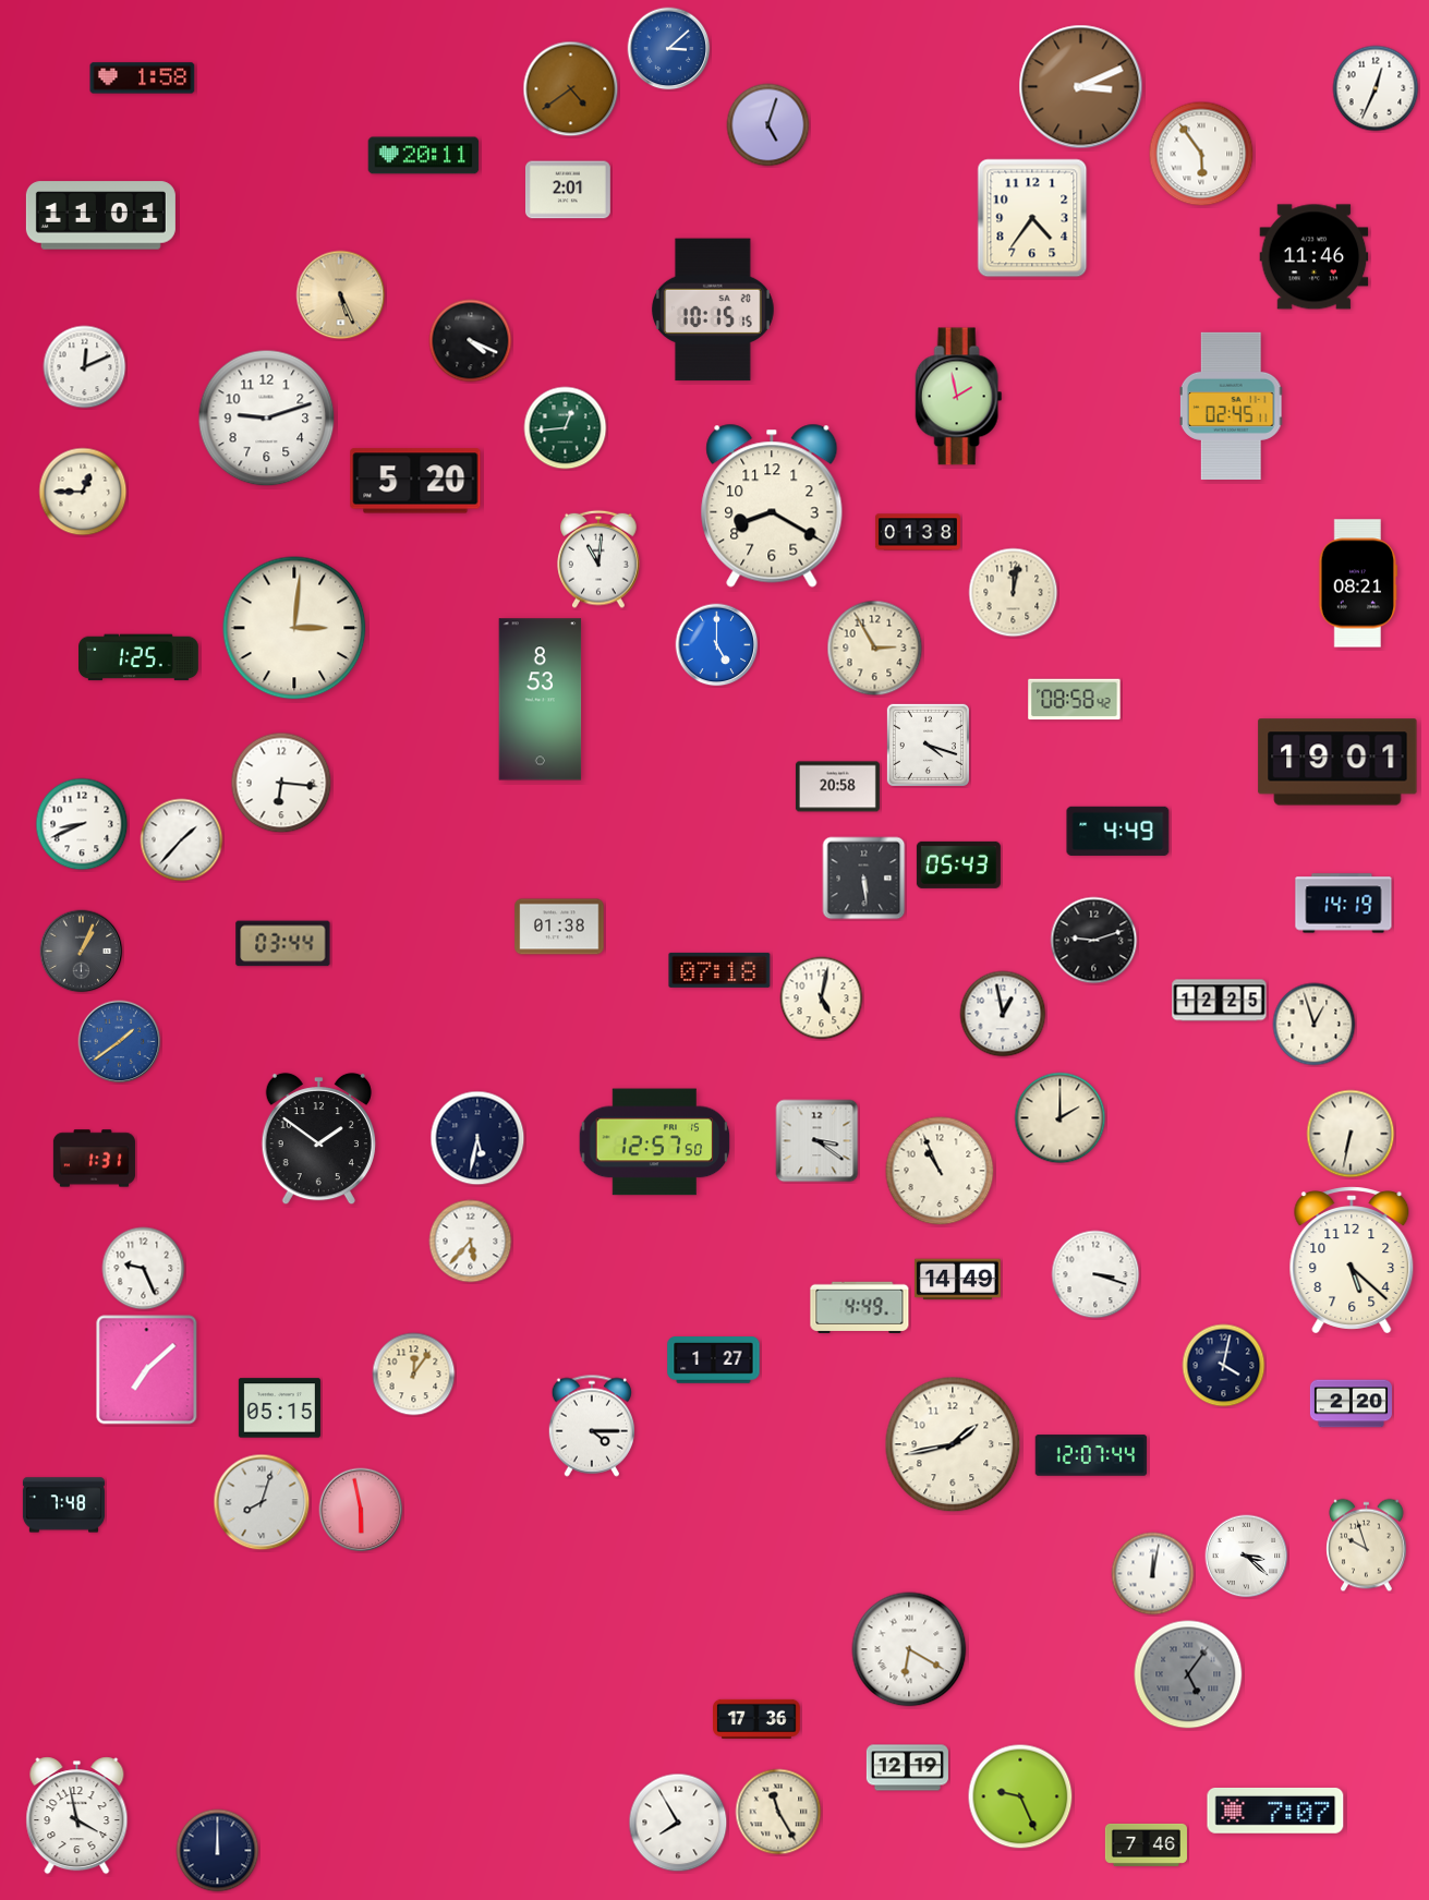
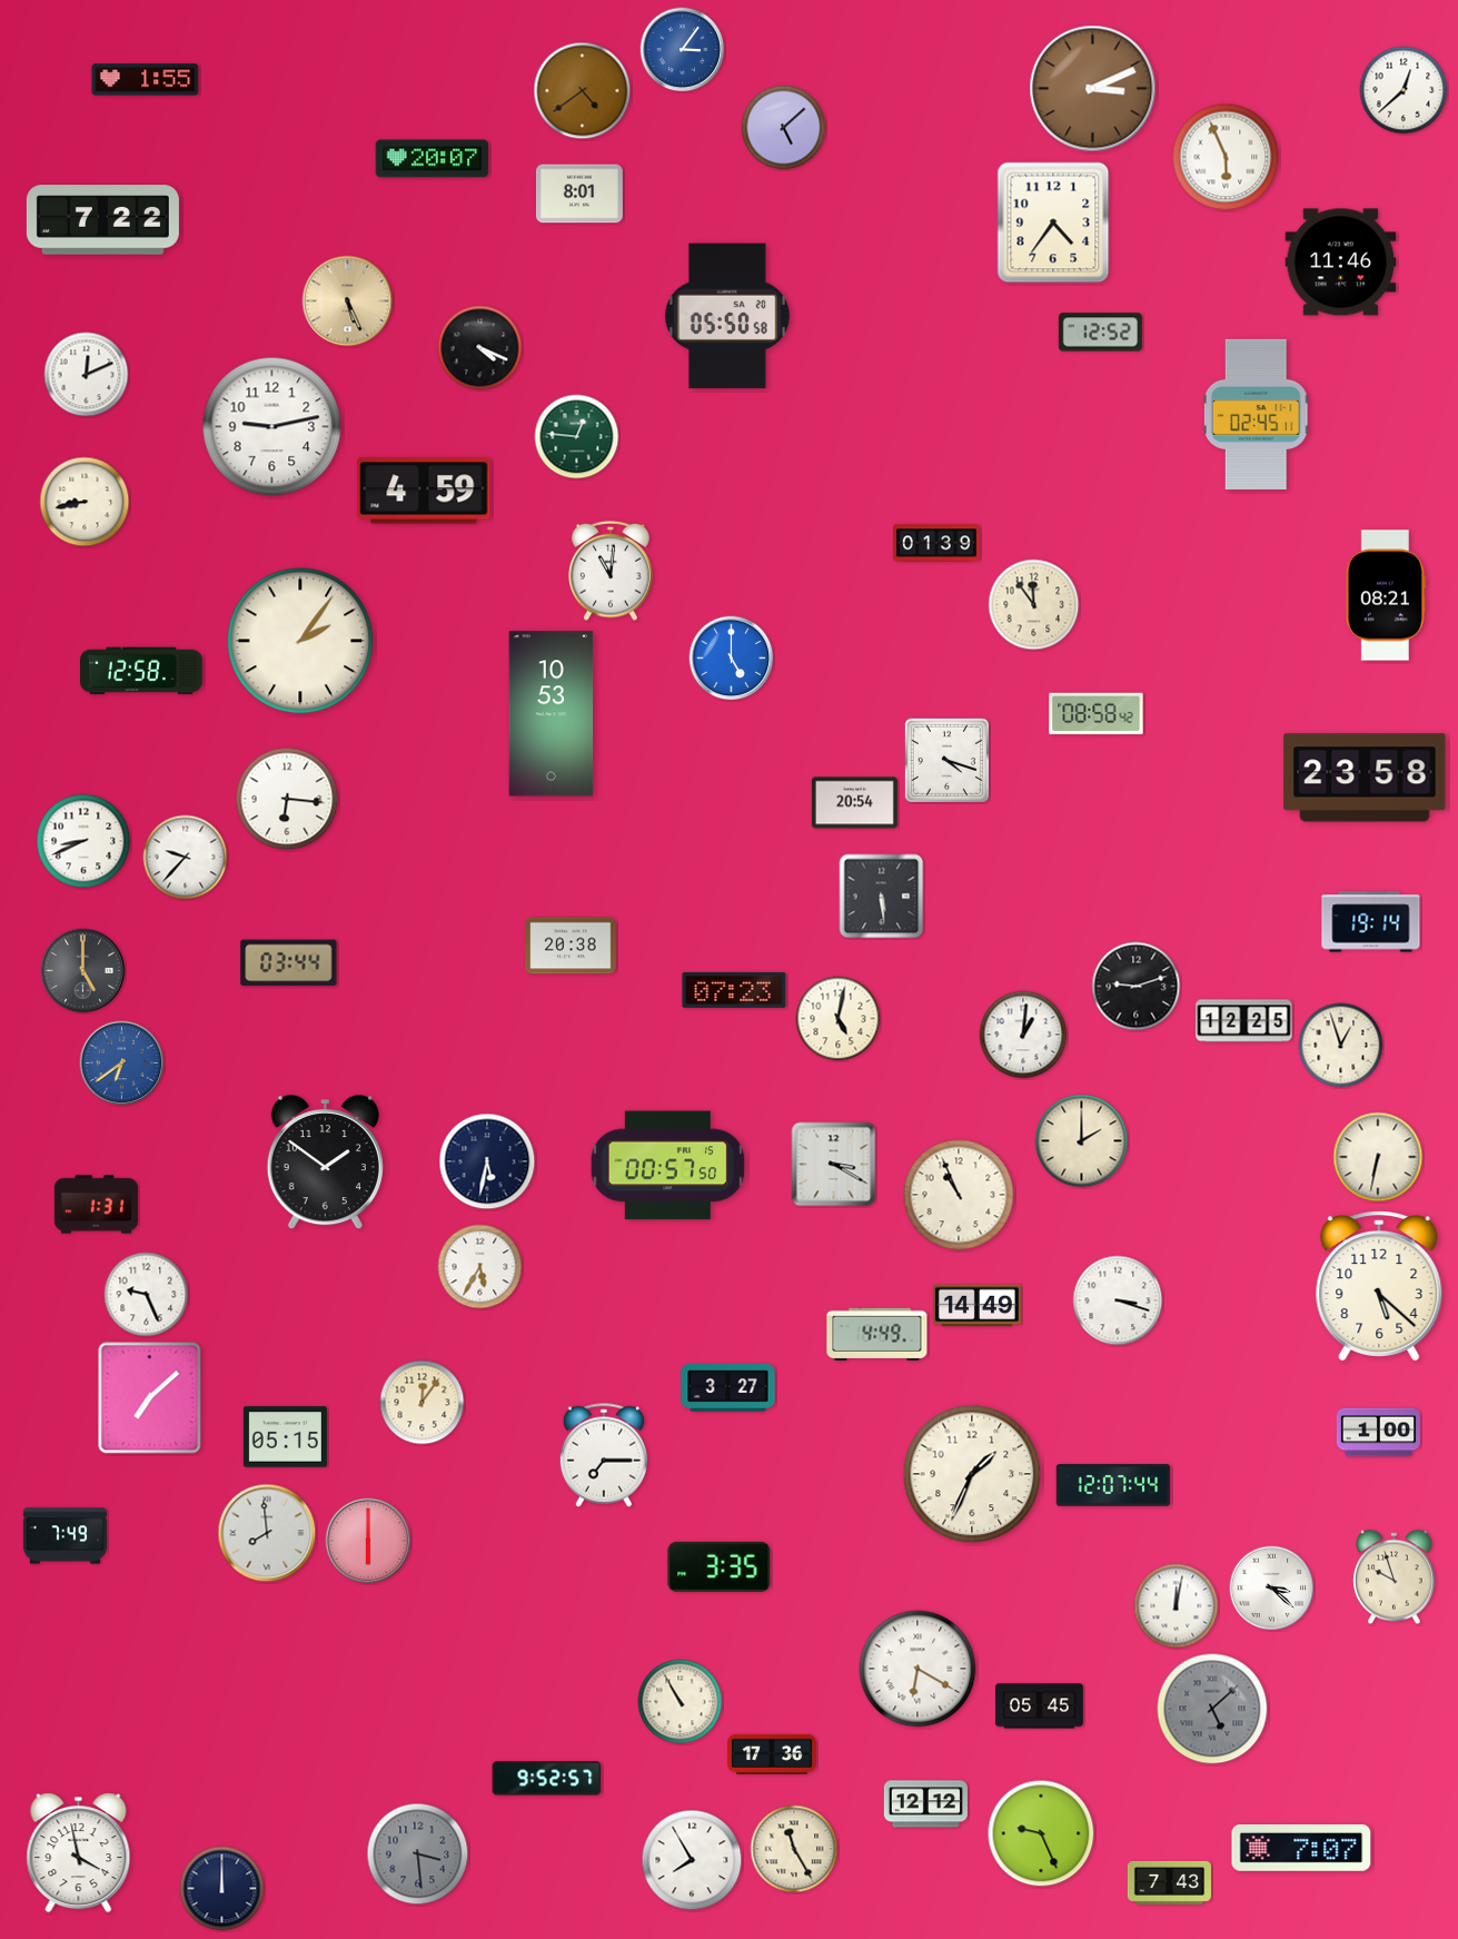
clock at (669, 49): 3:08 -> 3:06
clock at (143, 78): 1:58 -> 1:55
clock at (1081, 87) position: (1081, 87) -> (1093, 89)
clock at (1376, 88): 12:34 -> 12:38
clock at (768, 125): 5:03 -> 5:08
clock at (1201, 154): 5:54 -> 5:56
clock at (424, 156): 20:11 -> 20:07
clock at (568, 190): 2:01 -> 8:01
clock at (100, 216): 11:01 -> 7:22
clock at (713, 310): 10:15 -> 05:50
clock at (1100, 333): none -> 12:52
clock at (959, 397): 1:58 -> none
clock at (267, 419): 9:12 -> 9:13
clock at (566, 428): 12:44 -> 12:46
clock at (415, 481): 5:20 -> 4:59
clock at (83, 492): 12:45 -> 8:43
clock at (772, 506): 8:20 -> none
clock at (918, 532): 01:38 -> 01:39
clock at (1014, 593): 12:02 -> 11:54
clock at (294, 628): 3:01 -> 2:06
clock at (875, 649): 2:55 -> none
clock at (140, 657): 1:25 -> 12:58
clock at (541, 700): 8:53 -> 10:53
clock at (1337, 762): 19:01 -> 23:58
clock at (837, 787): 20:58 -> 20:54
clock at (1118, 831): 4:49 -> none
clock at (182, 840): 1:37 -> 9:37
clock at (958, 864): 05:43 -> none
clock at (1344, 904): 14:19 -> 19:14
clock at (559, 927): 01:38 -> 20:38
clock at (1094, 941) position: (1094, 941) -> (1137, 987)
clock at (82, 952): 1:04 -> 5:00
clock at (719, 970): 07:18 -> 07:23
clock at (1003, 1014): 12:58 -> 1:01
clock at (120, 1042): 1:39 -> 6:39
clock at (818, 1141): 3:21 -> 3:20
clock at (655, 1142): 12:57 -> 00:57
clock at (94, 1159) position: (94, 1159) -> (96, 1205)
clock at (471, 1242): 5:37 -> 5:35
clock at (714, 1360): 1:27 -> 3:27
clock at (1224, 1366): 4:02 -> none
clock at (1351, 1404): 2:20 -> 1:00
clock at (591, 1426): 4:15 -> 7:15
clock at (953, 1444): 1:43 -> 1:34
clock at (262, 1502): 8:03 -> 7:59
clock at (63, 1505): 7:48 -> 7:49
clock at (361, 1510): 5:58 -> 6:00
clock at (720, 1566): none -> 3:35
clock at (909, 1649) position: (909, 1649) -> (918, 1669)
clock at (681, 1702): none -> 10:55
clock at (1040, 1706): none -> 05:45
clock at (1188, 1674): 5:06 -> 5:08
clock at (547, 1779): none -> 9:52
clock at (907, 1768): 12:19 -> 12:12
clock at (418, 1854): none -> 3:29
clock at (1146, 1844): 7:46 -> 7:43
